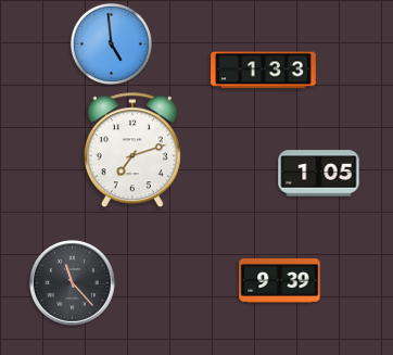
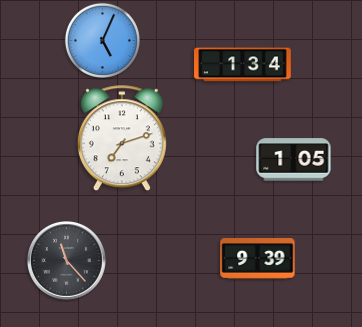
clock at (111, 43): 4:59 -> 5:04
clock at (264, 71): 1:33 -> 1:34
